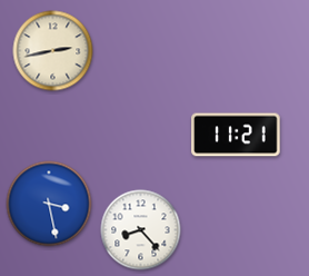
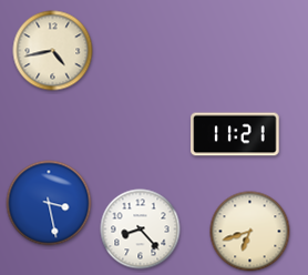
clock at (53, 51): 2:43 -> 4:43
clock at (250, 232): none -> 6:42
